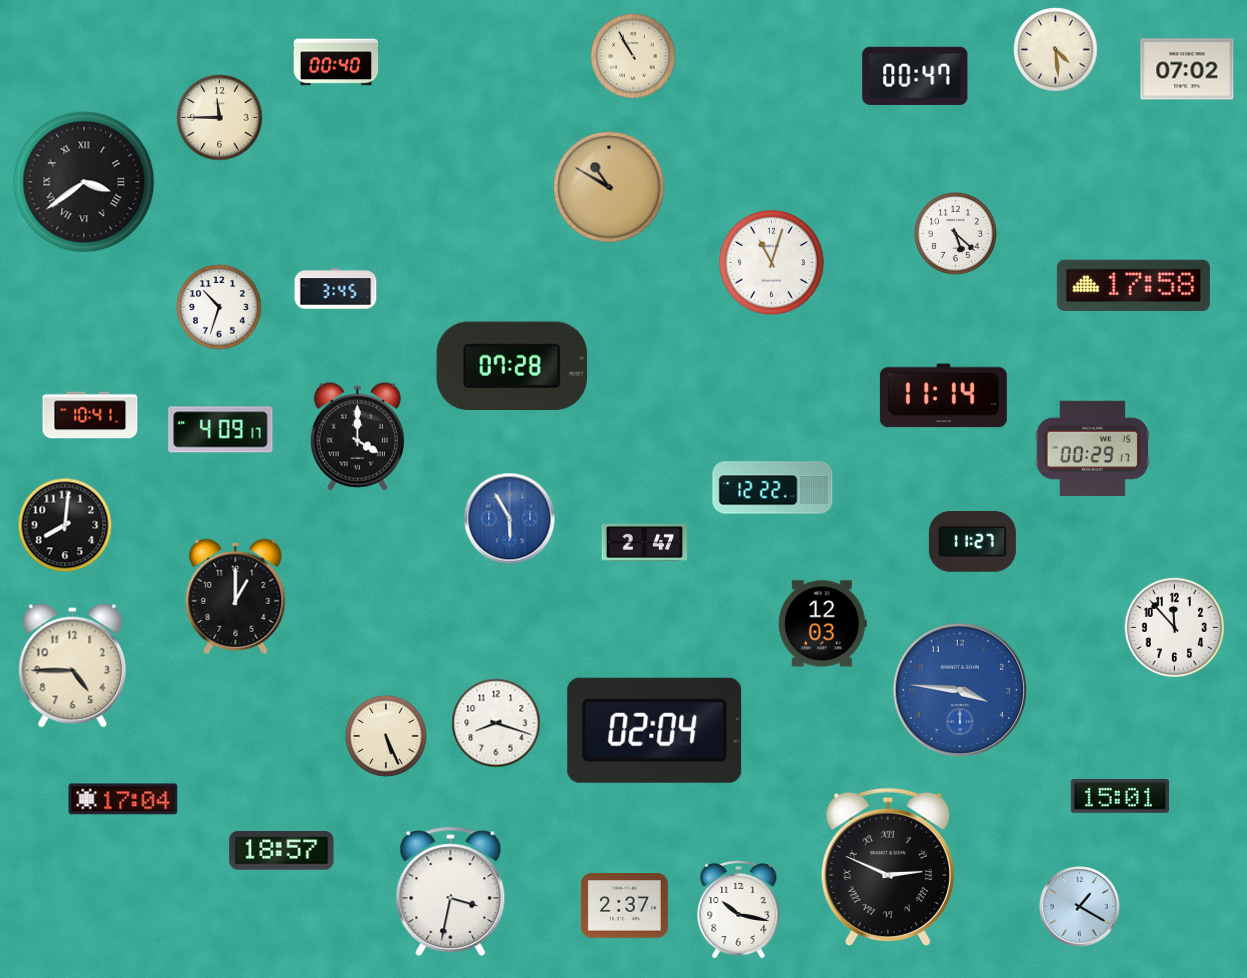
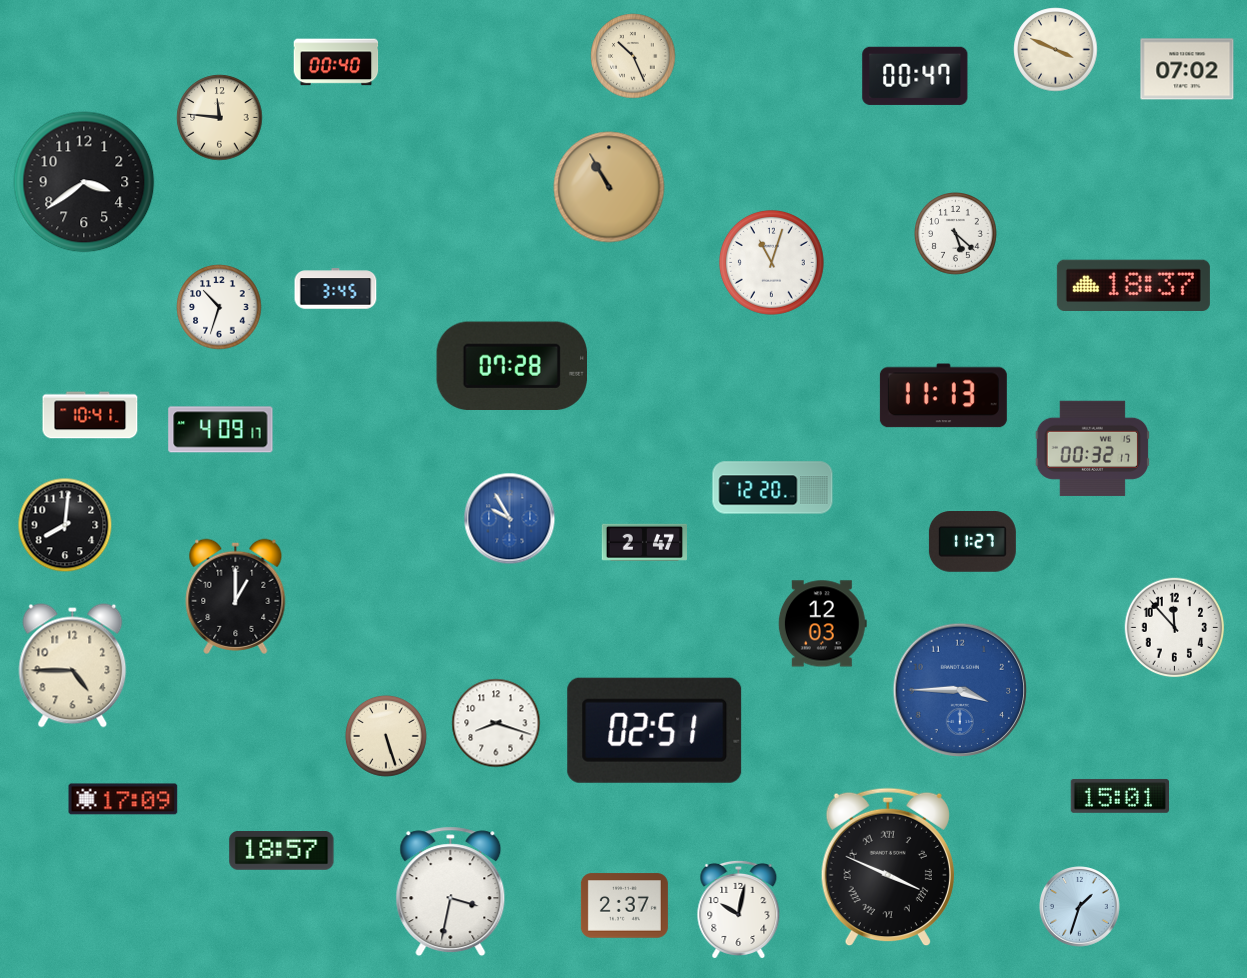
clock at (1056, 50): 4:29 -> 3:49
clock at (633, 56): 10:55 -> 10:26
clock at (220, 118): 11:45 -> 11:46
clock at (84, 182) numerals: Roman -> Arabic
clock at (609, 187): 10:50 -> 10:55
clock at (1133, 285): 17:58 -> 18:37
clock at (943, 396): 11:14 -> 11:13
clock at (357, 436): 4:00 -> none
clock at (1093, 448): 00:29 -> 00:32
clock at (773, 488): 12:22 -> 12:20
clock at (510, 519): 5:55 -> 9:55
clock at (959, 689): 3:46 -> 3:45
clock at (655, 730): 02:04 -> 02:51
clock at (386, 736): 5:26 -> 5:27
clock at (123, 799): 17:04 -> 17:09
clock at (888, 867): 2:49 -> 3:49
clock at (1080, 907): 1:20 -> 1:33
clock at (739, 909): 10:17 -> 10:02
